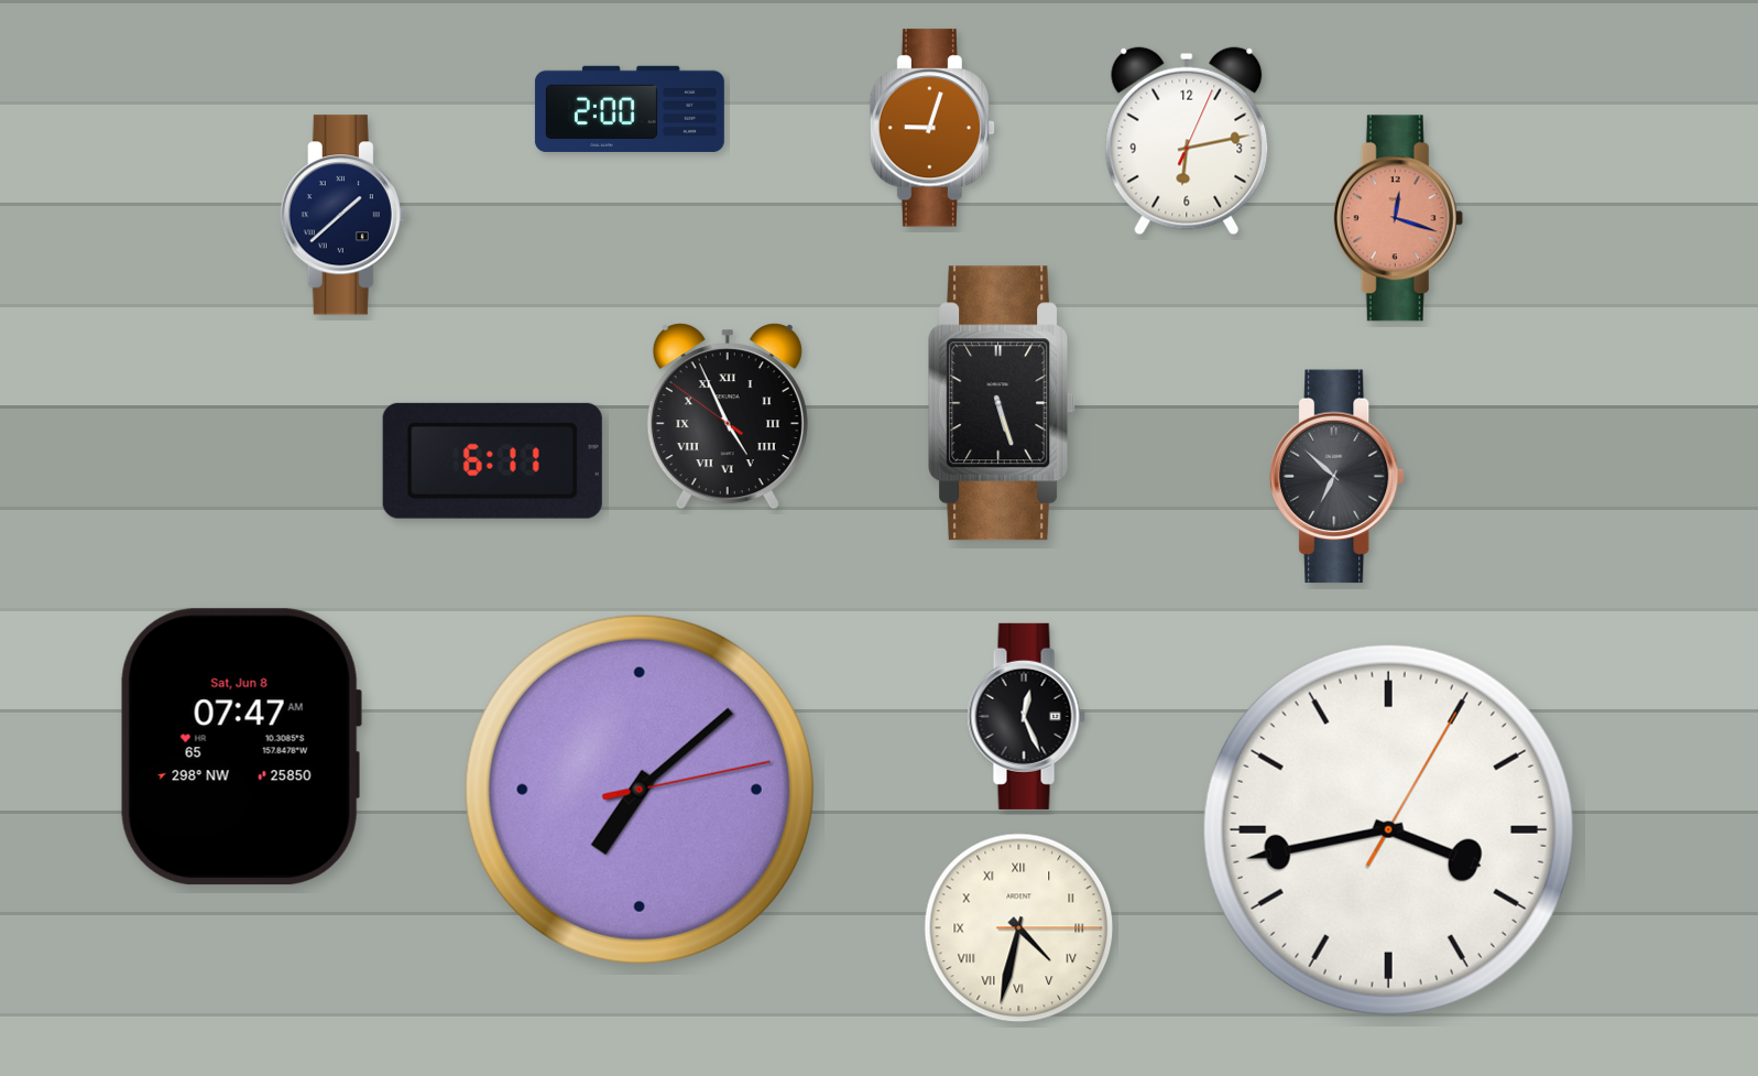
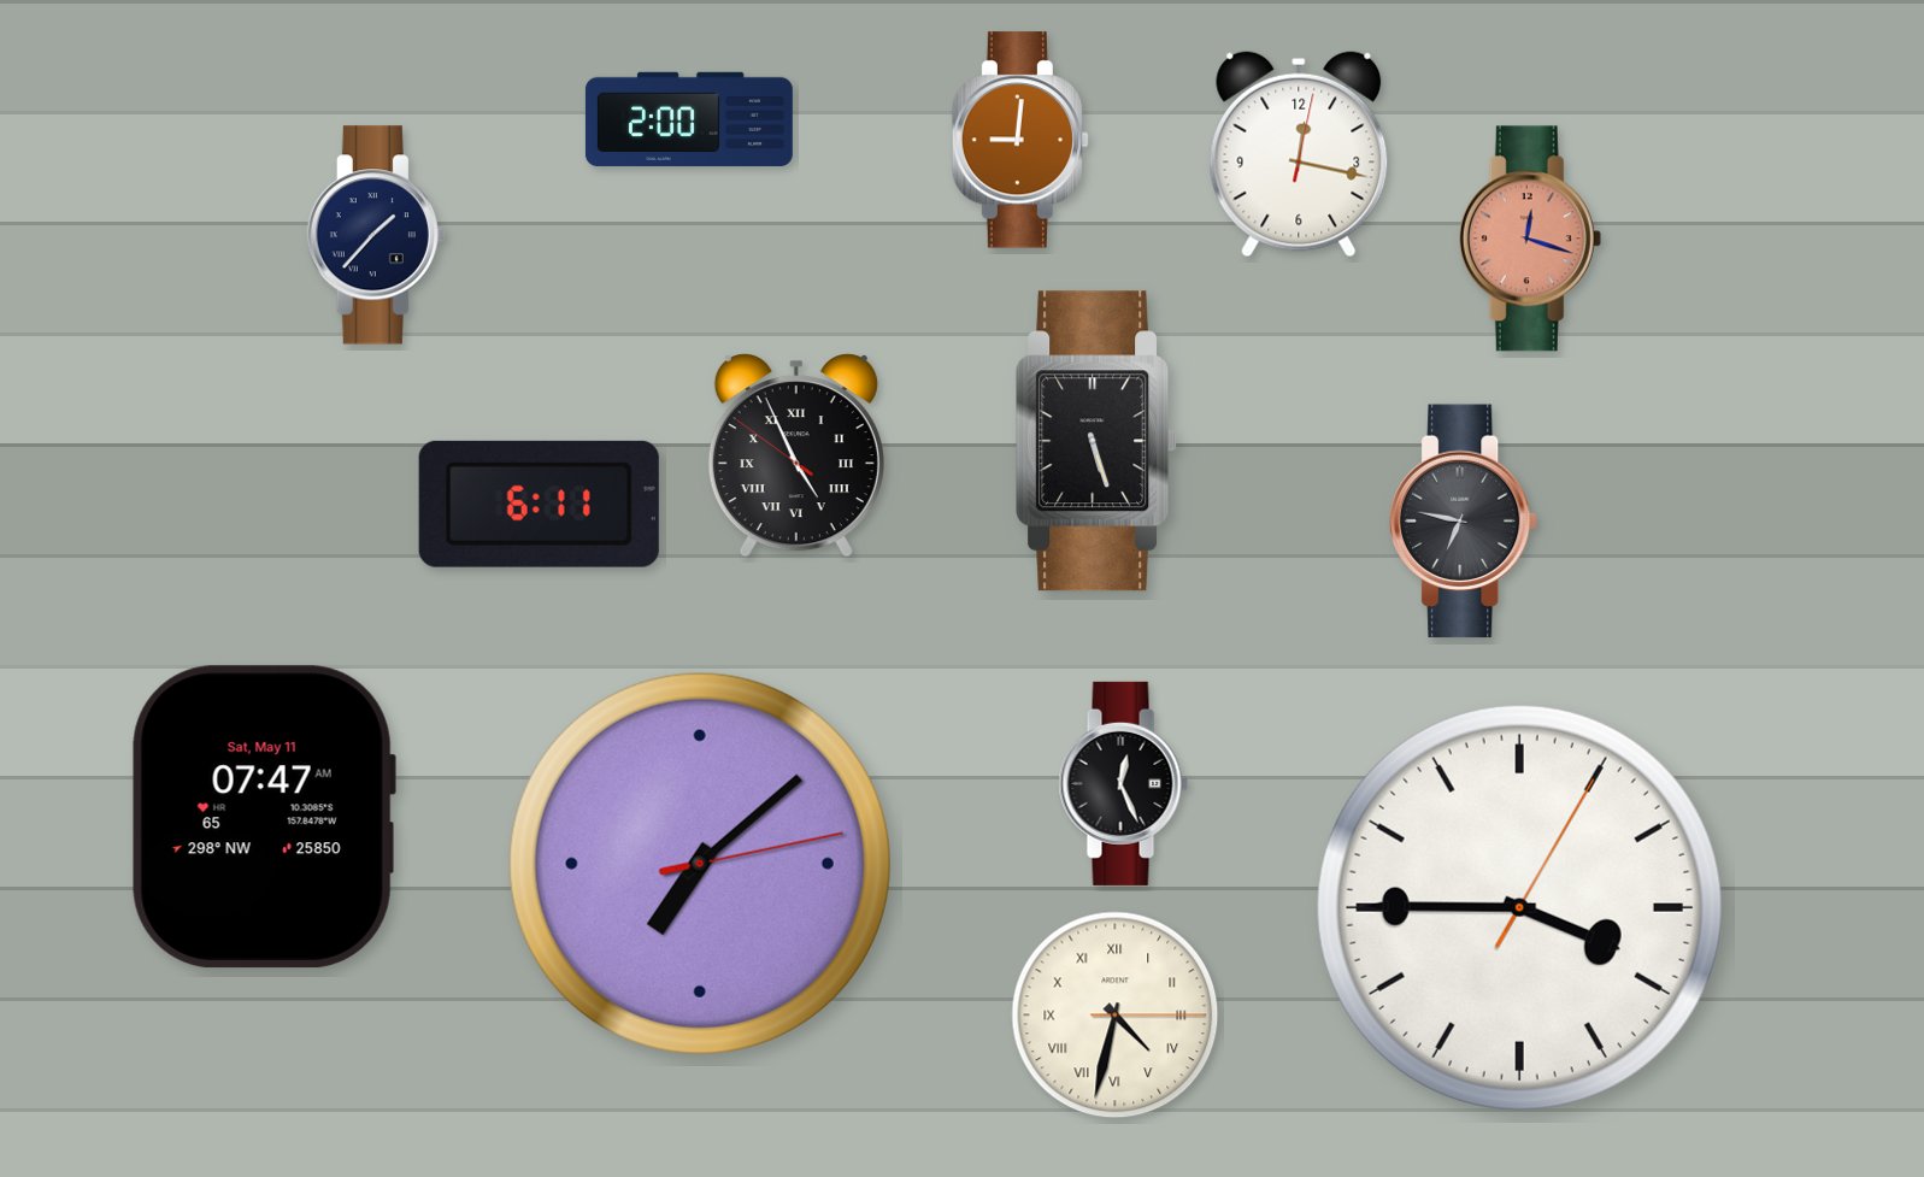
clock at (931, 128): 9:03 -> 9:01
clock at (1187, 141): 6:13 -> 12:17
clock at (343, 215): 1:38 -> 1:37
clock at (1337, 477): 6:52 -> 6:47
clock at (241, 747) date: Sat, Jun 8 -> Sat, May 11
clock at (1388, 829): 3:43 -> 3:45
